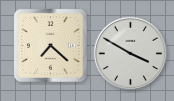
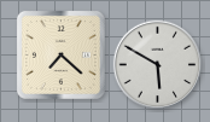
clock at (130, 53): 3:50 -> 5:50
